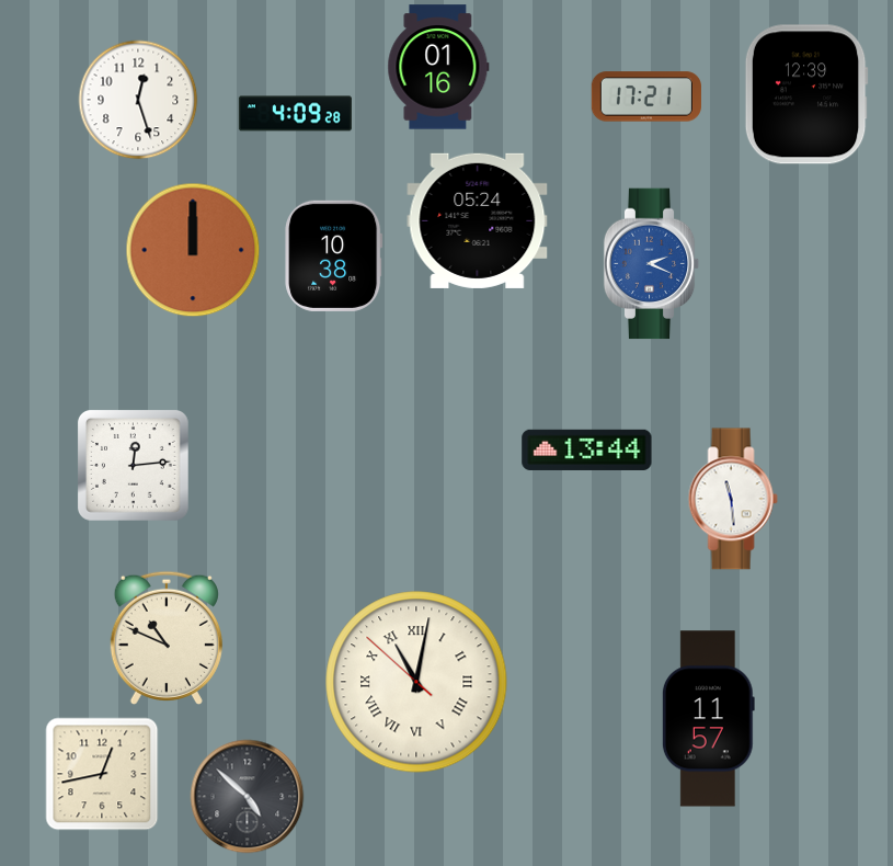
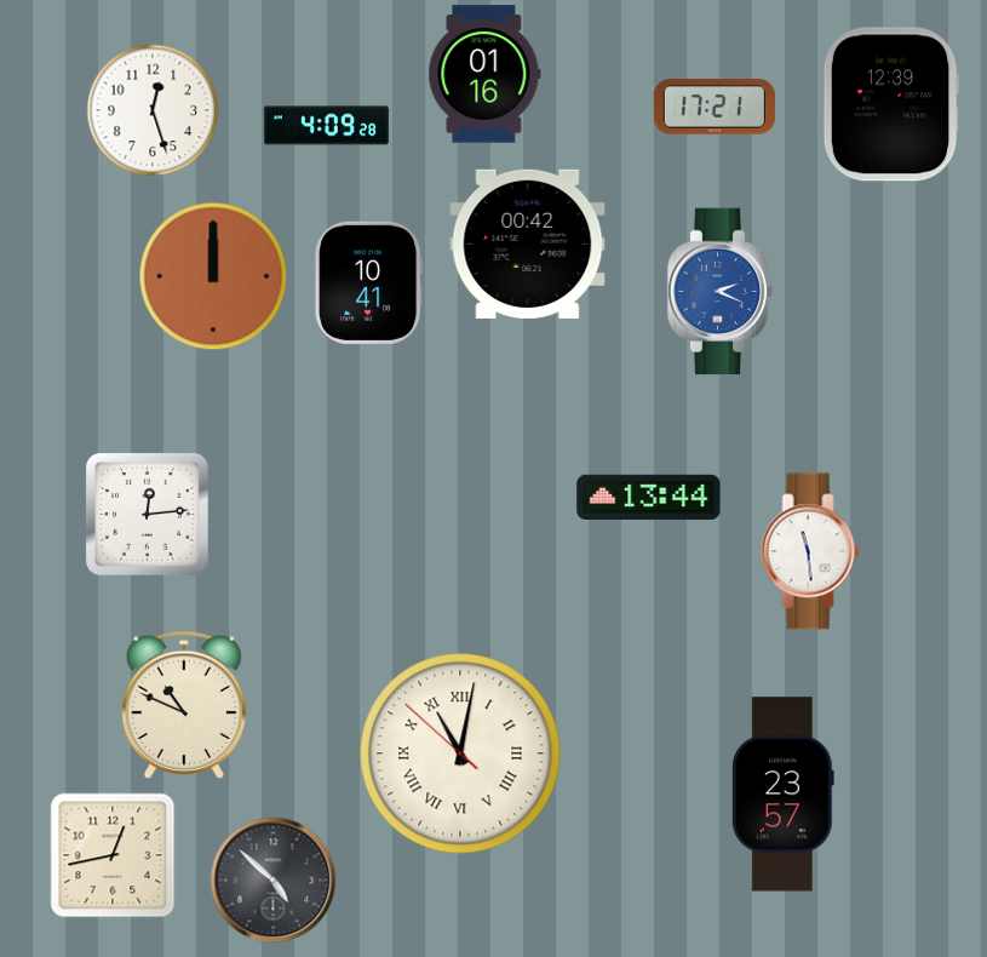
clock at (478, 220): 05:24 -> 00:42
clock at (334, 255): 10:38 -> 10:41
clock at (708, 719): 11:57 -> 23:57
